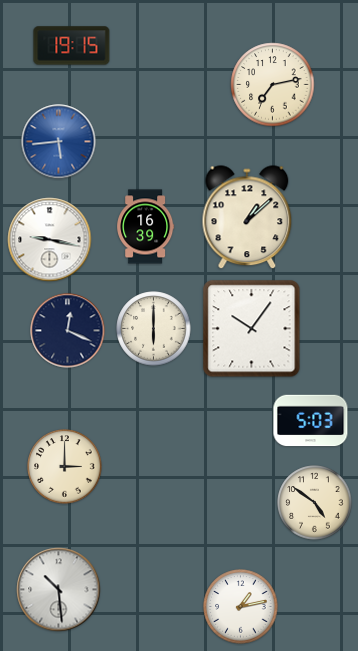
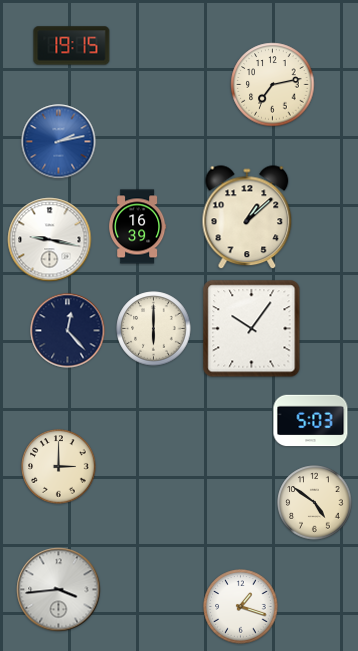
clock at (59, 142): 5:44 -> 2:13
clock at (146, 227) position: (146, 227) -> (138, 227)
clock at (68, 331): 12:19 -> 12:23
clock at (65, 467) position: (65, 467) -> (59, 467)
clock at (59, 590): 10:29 -> 3:44
clock at (241, 607): 1:13 -> 1:18
